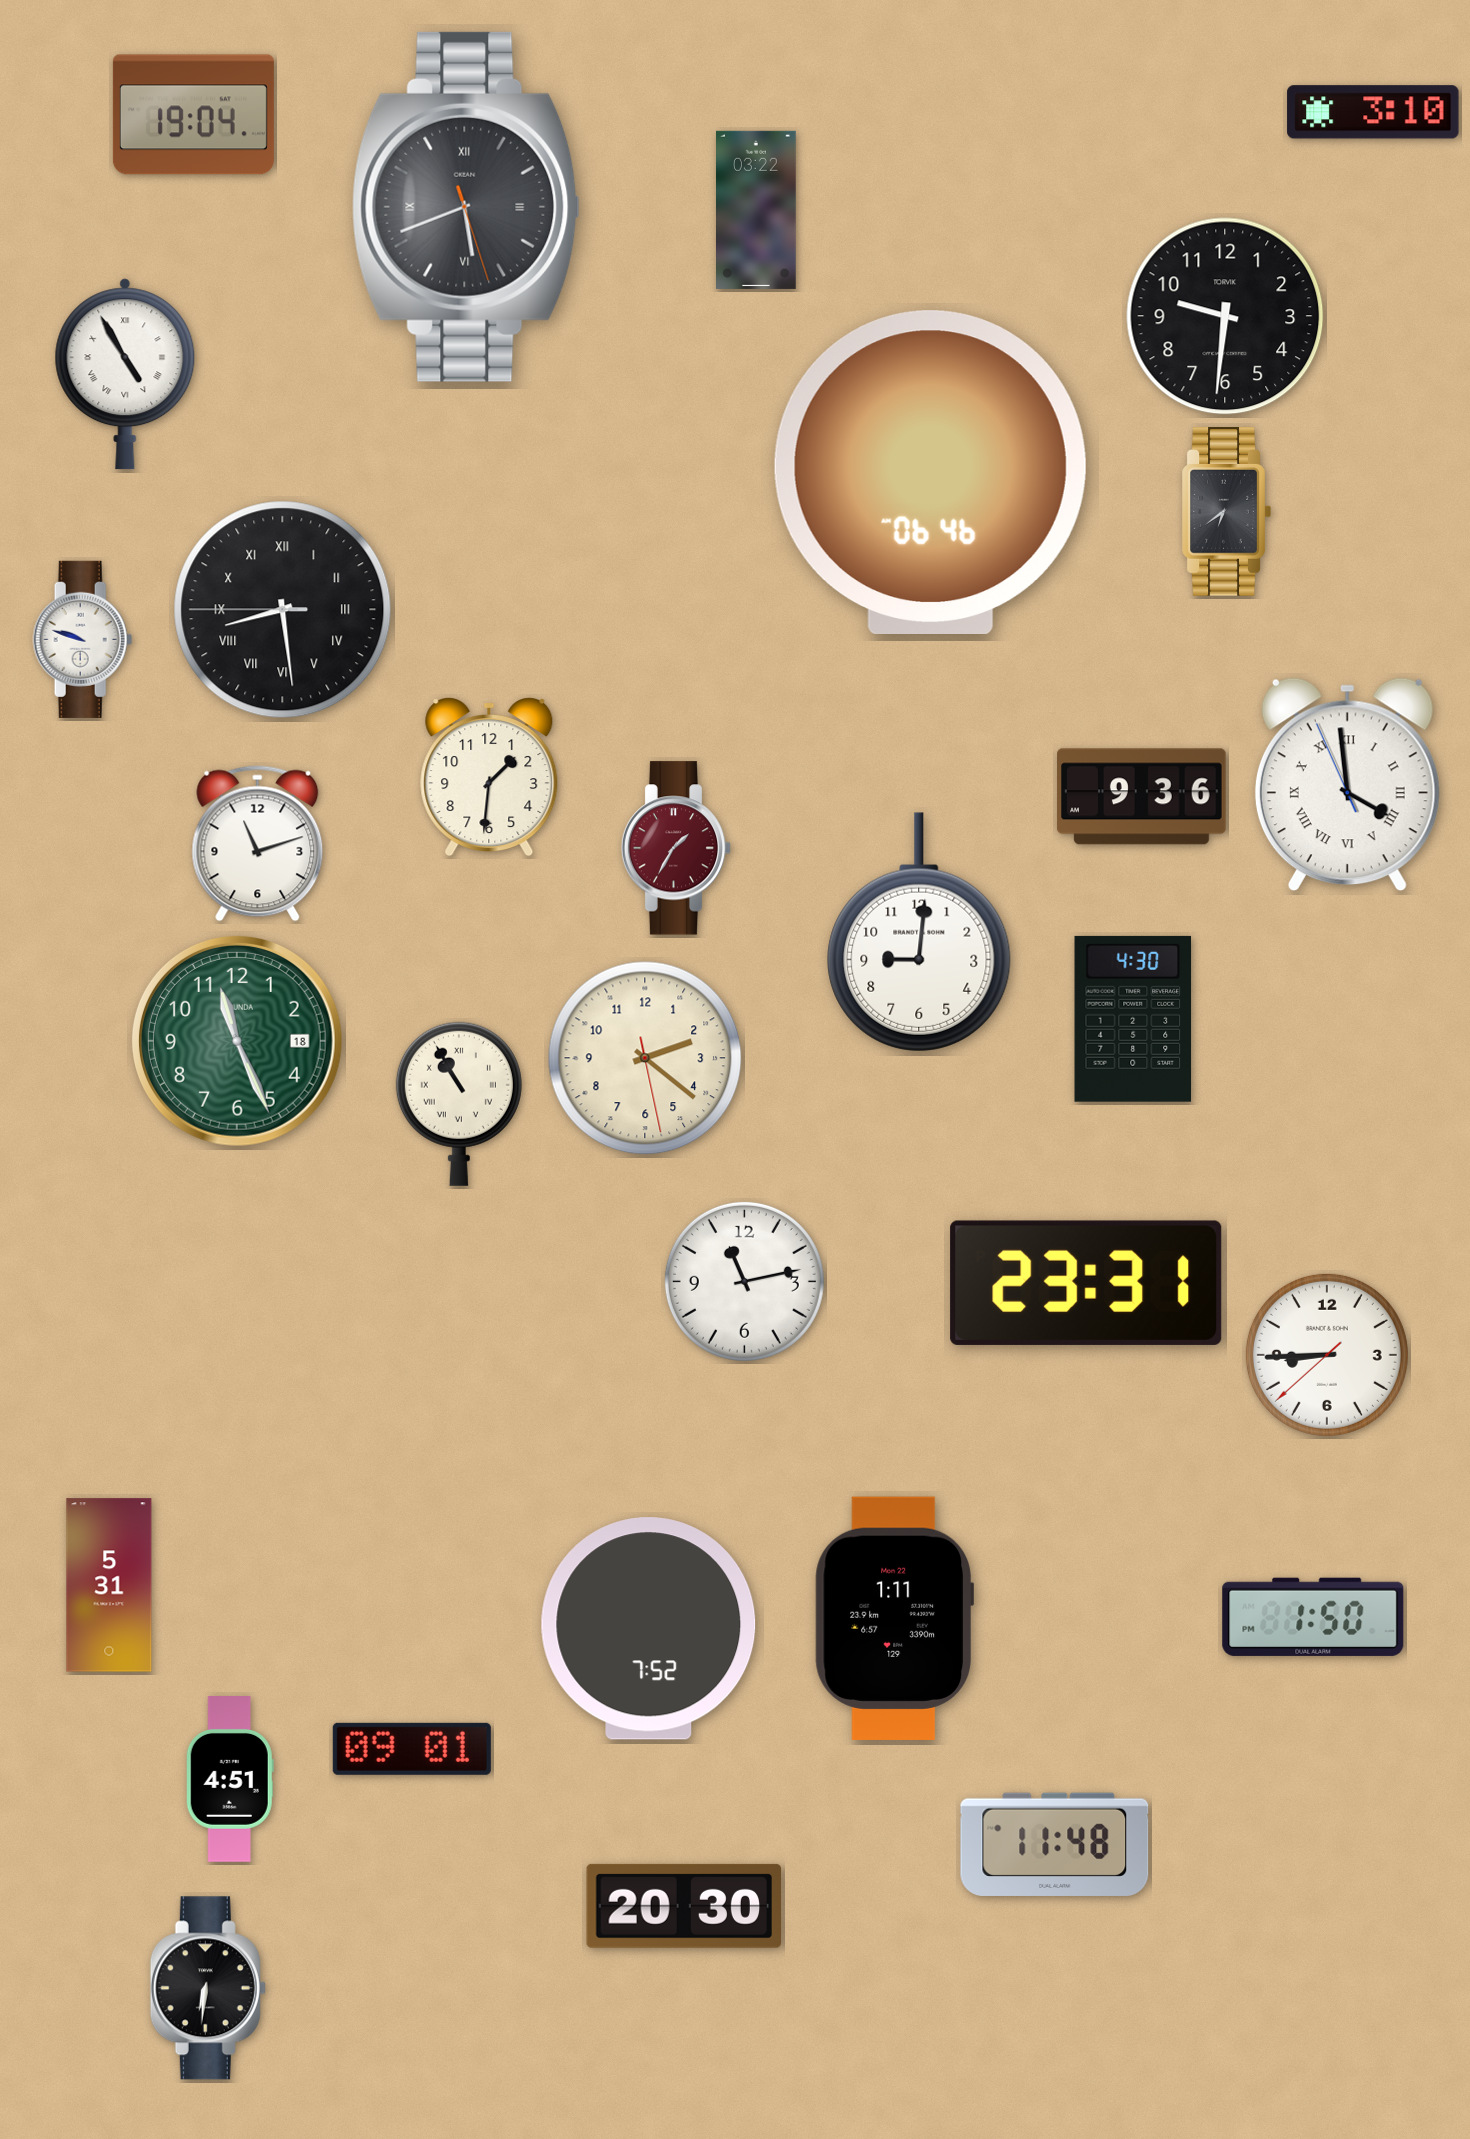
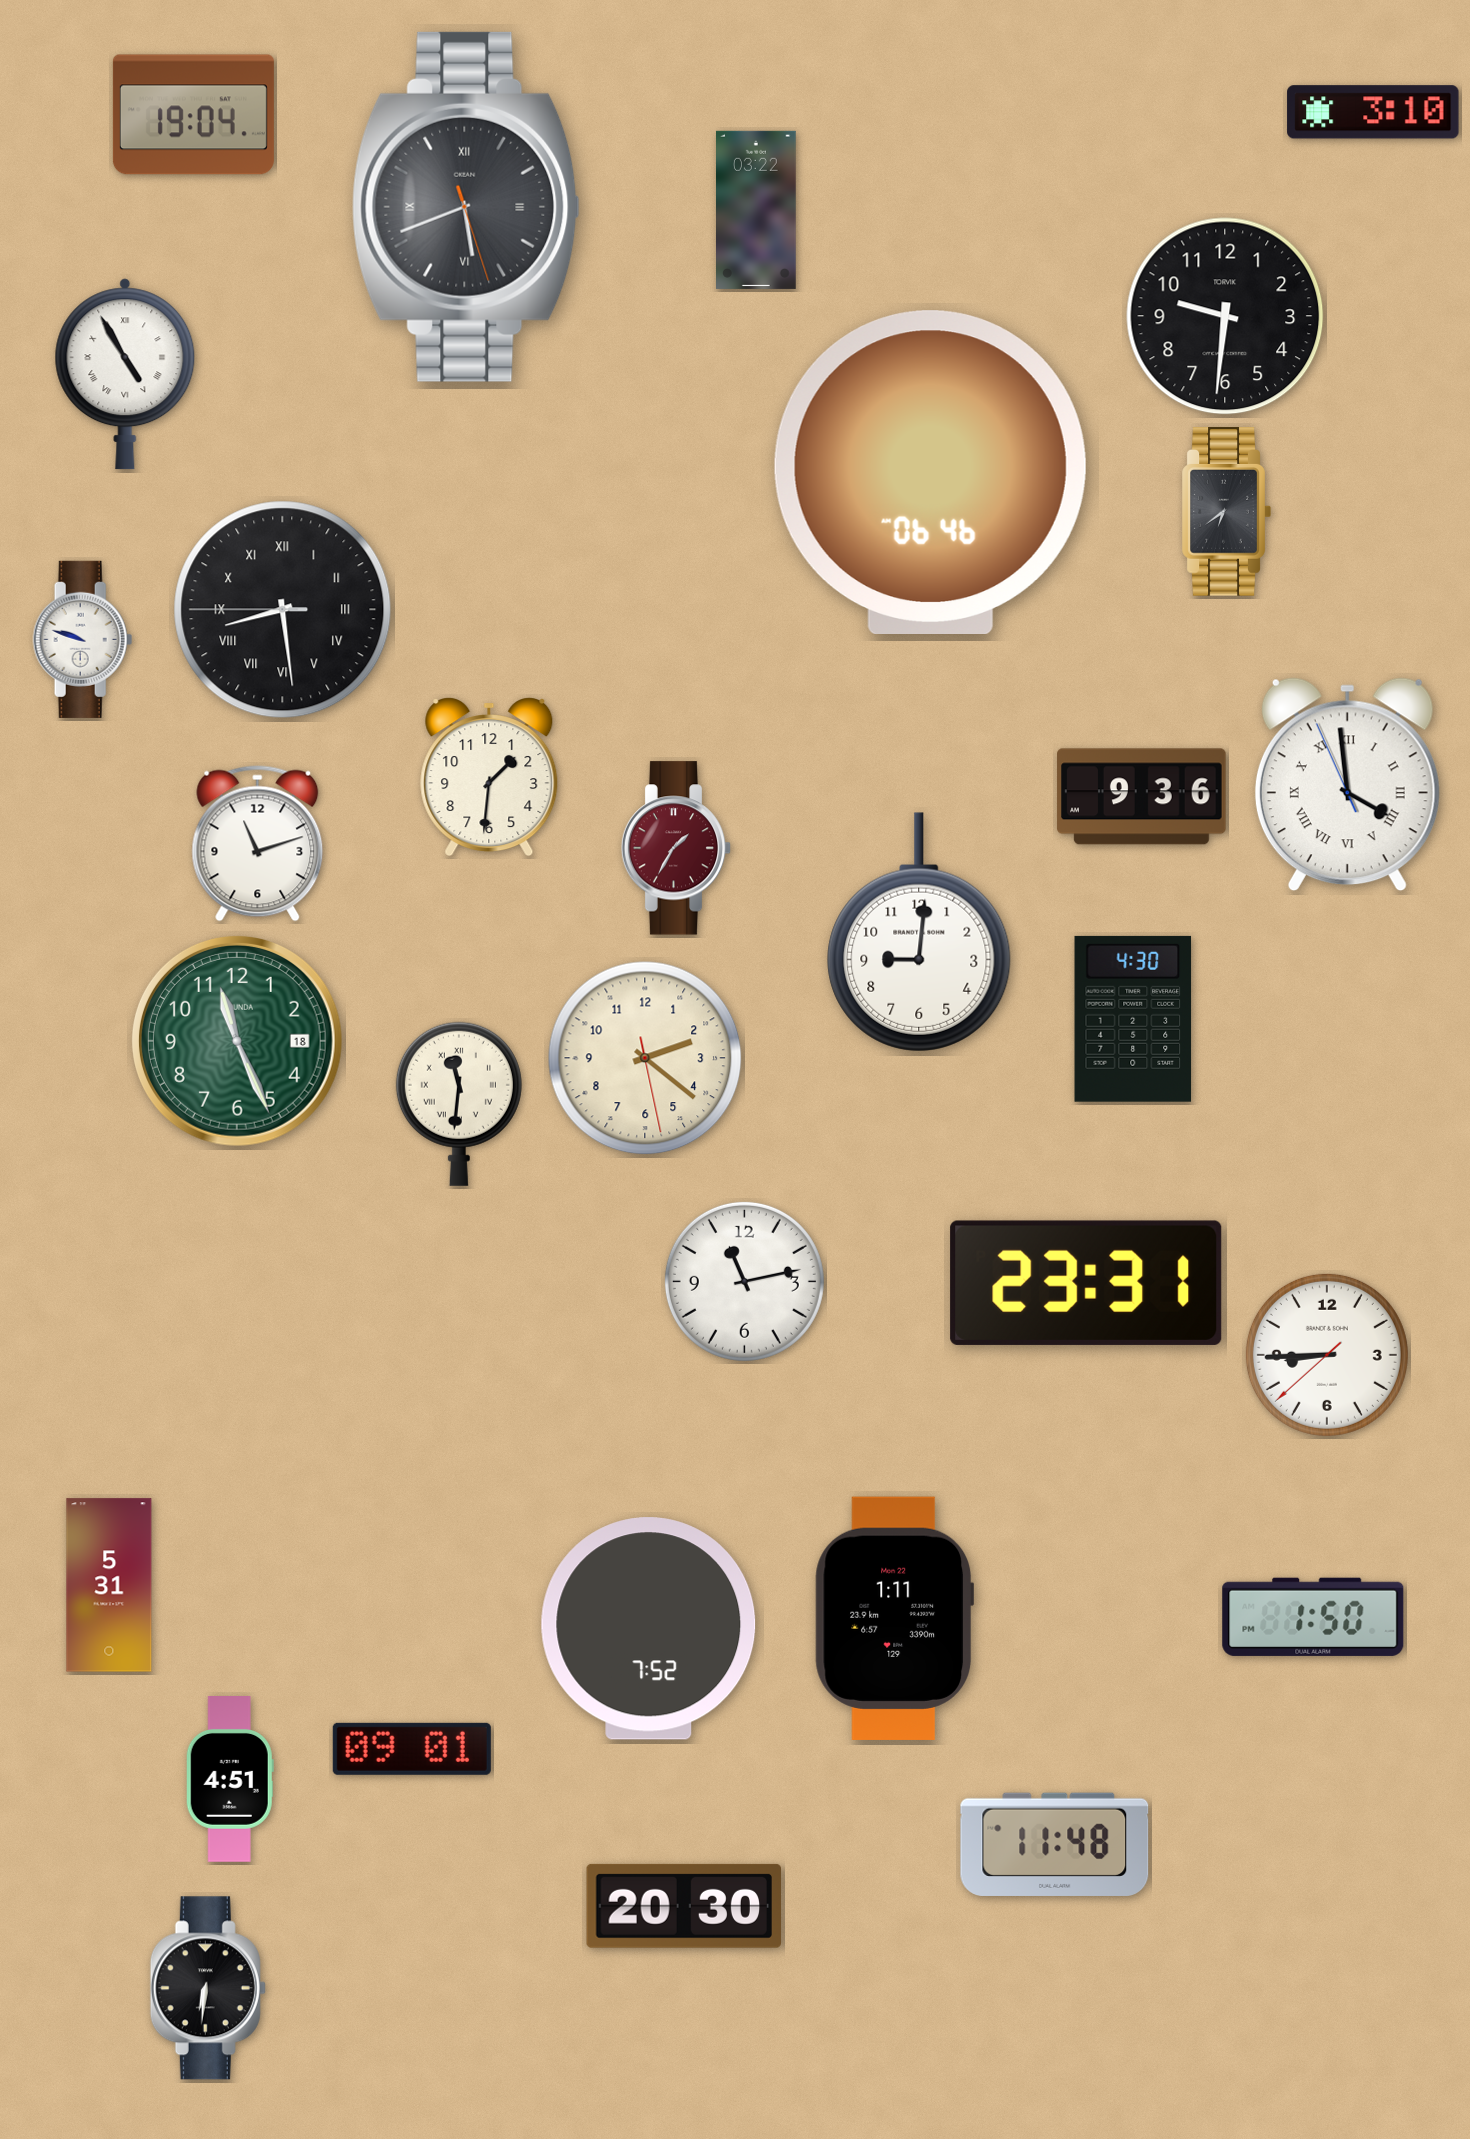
clock at (459, 1104): 10:55 -> 11:31
